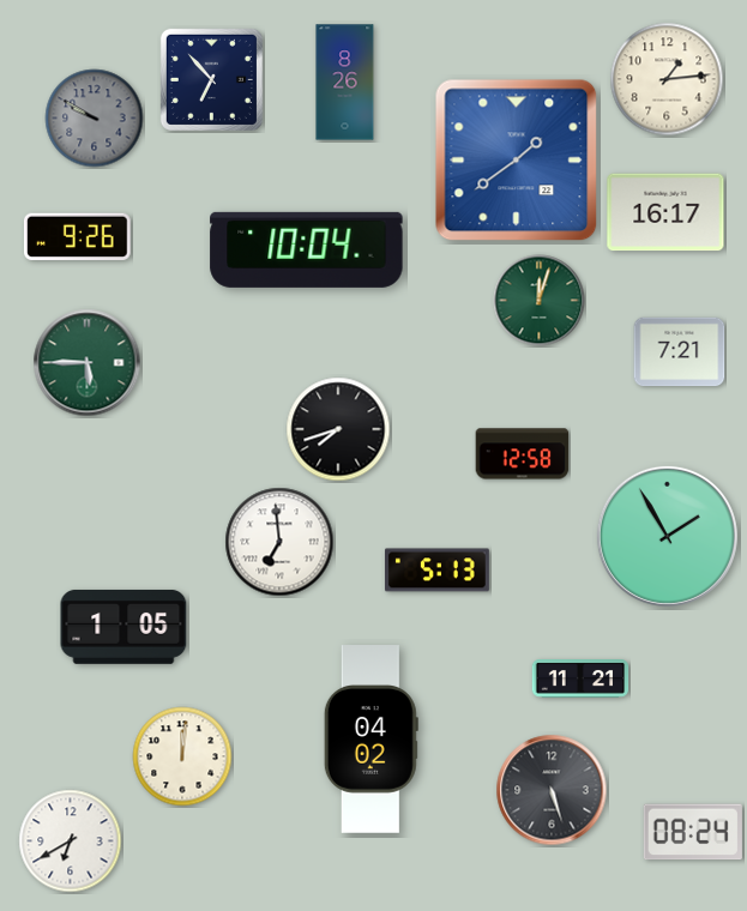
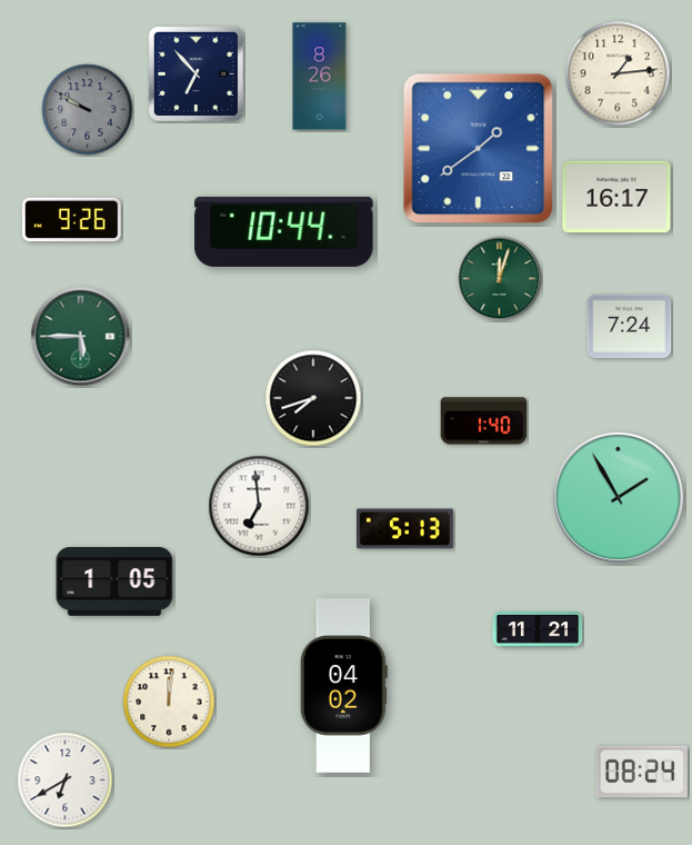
clock at (307, 249): 10:04 -> 10:44
clock at (680, 352): 7:21 -> 7:24
clock at (523, 454): 12:58 -> 1:40
clock at (279, 542) position: (279, 542) -> (259, 506)
clock at (552, 790): 5:27 -> none
